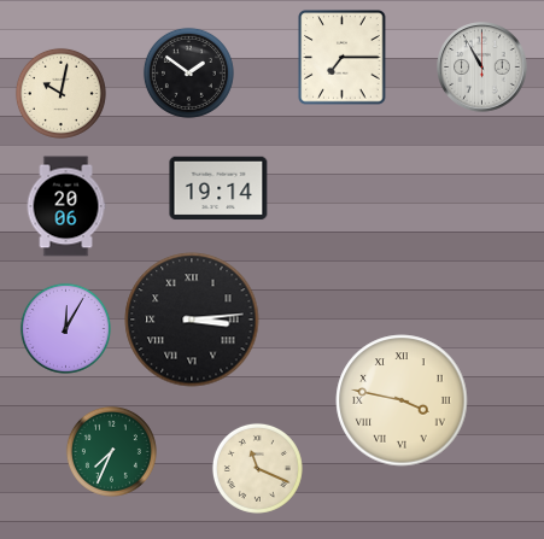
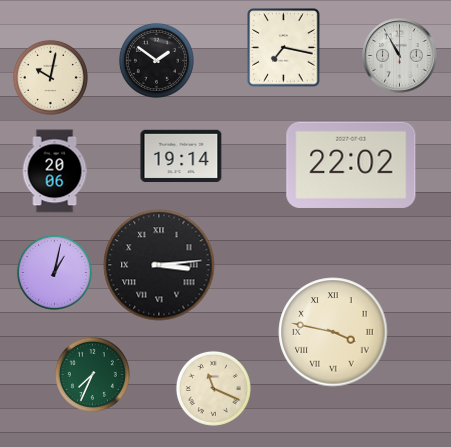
clock at (343, 58): 7:15 -> 7:17
clock at (351, 165): none -> 22:02
clock at (65, 328): 12:05 -> 1:02
